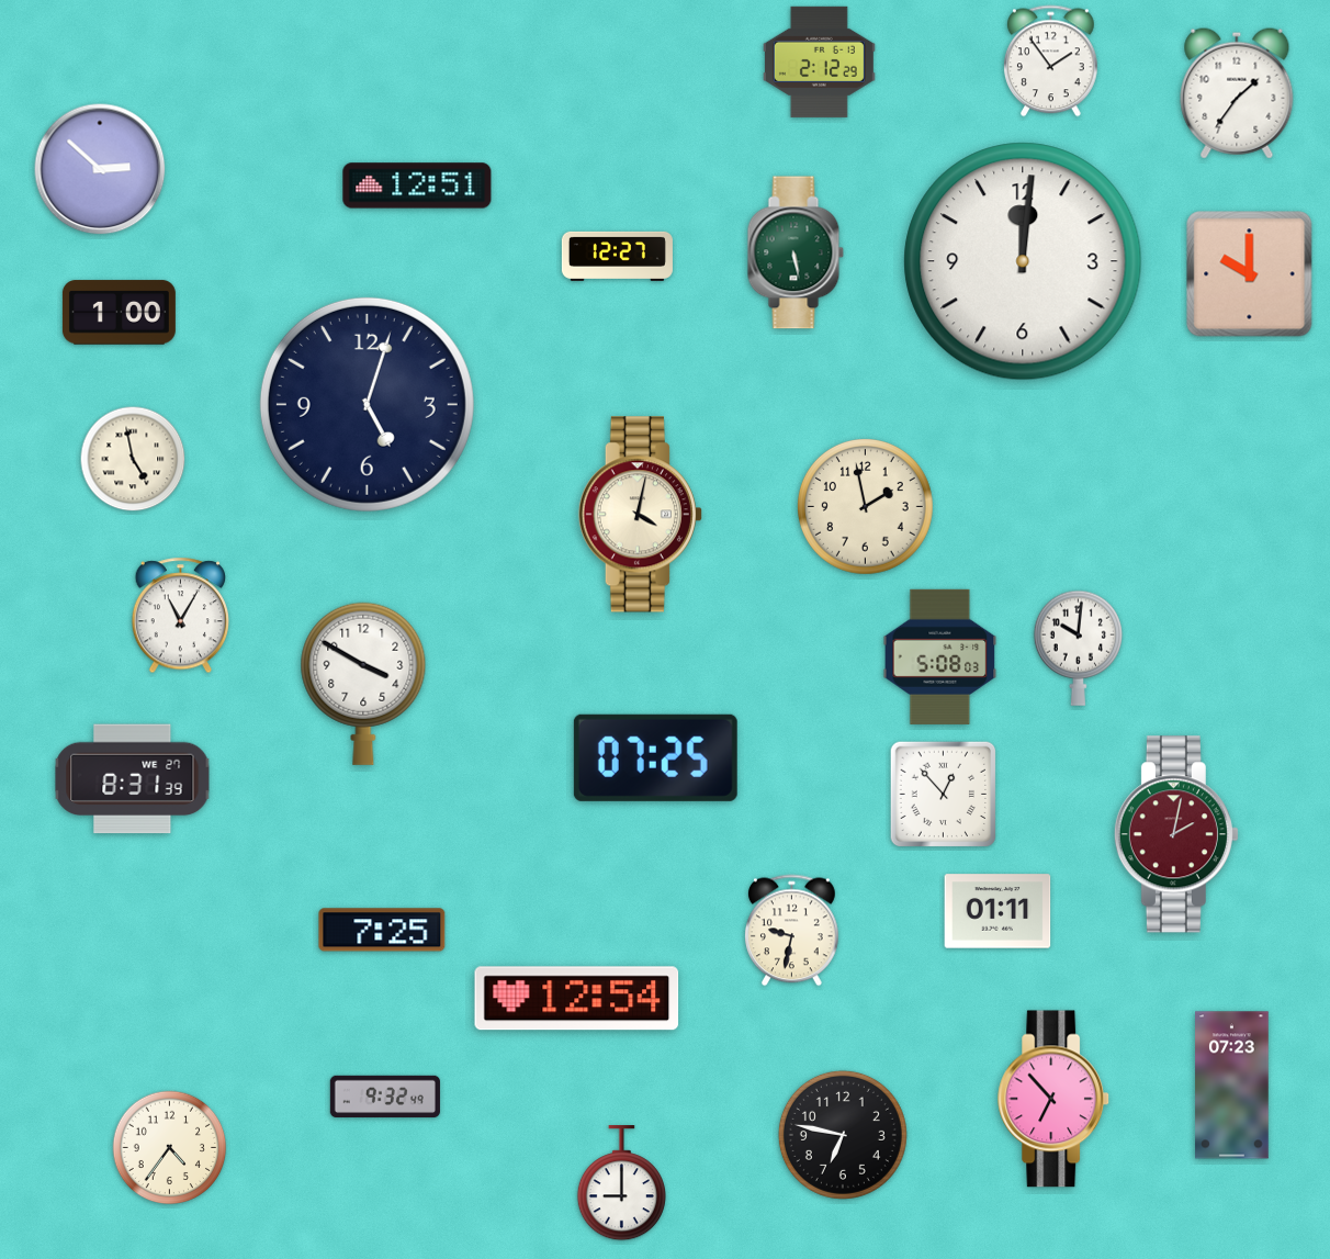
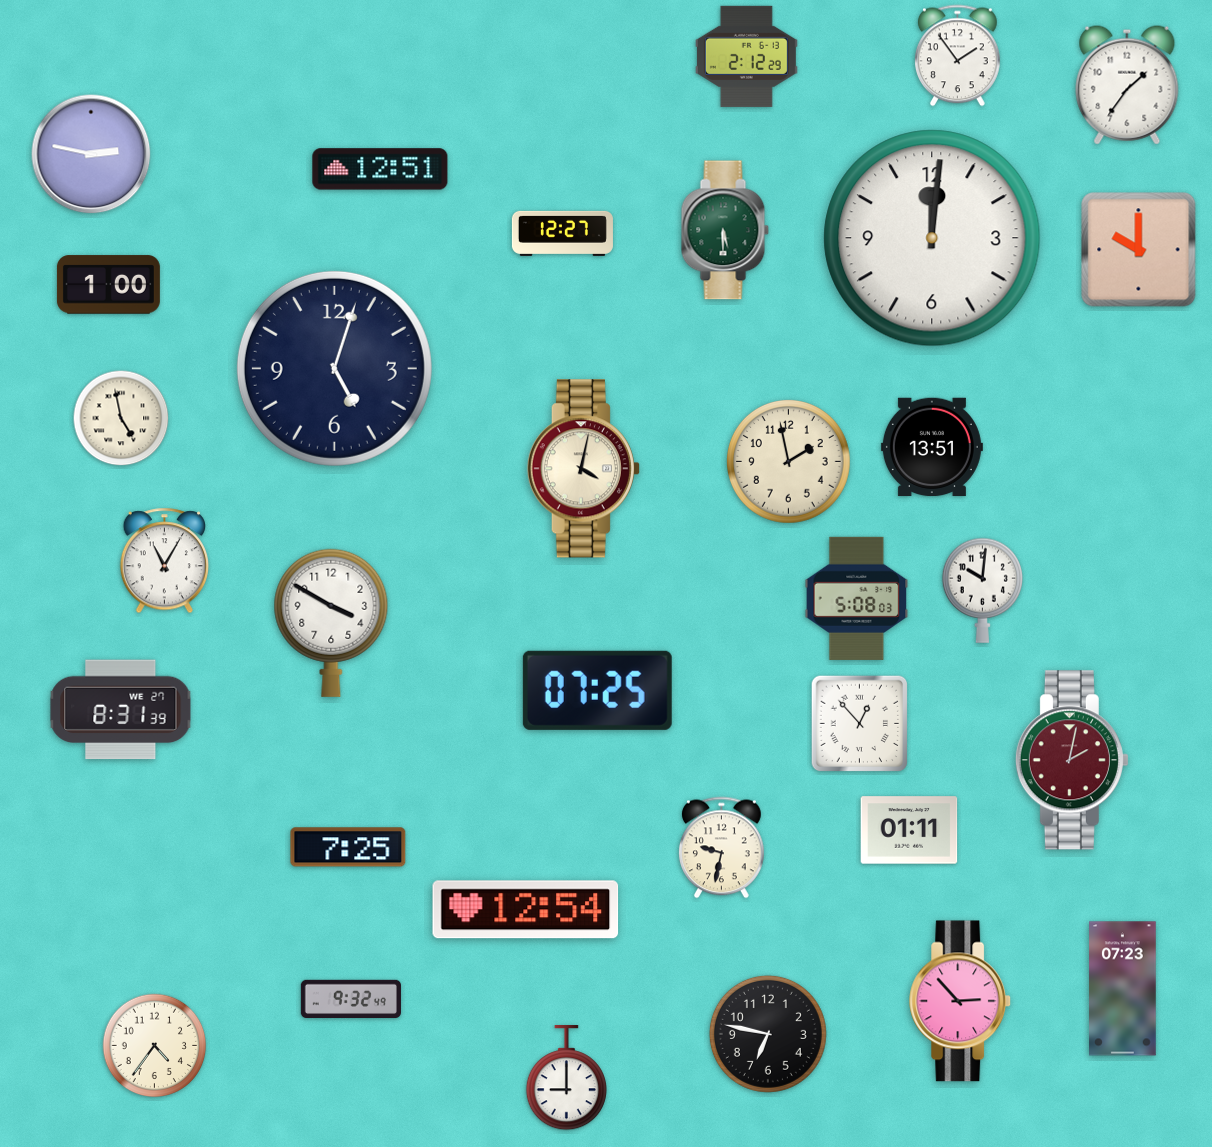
clock at (100, 169): 2:52 -> 2:47
clock at (796, 252): 5:28 -> 5:30
clock at (932, 447): none -> 13:51
clock at (1055, 1099): 6:53 -> 2:53
